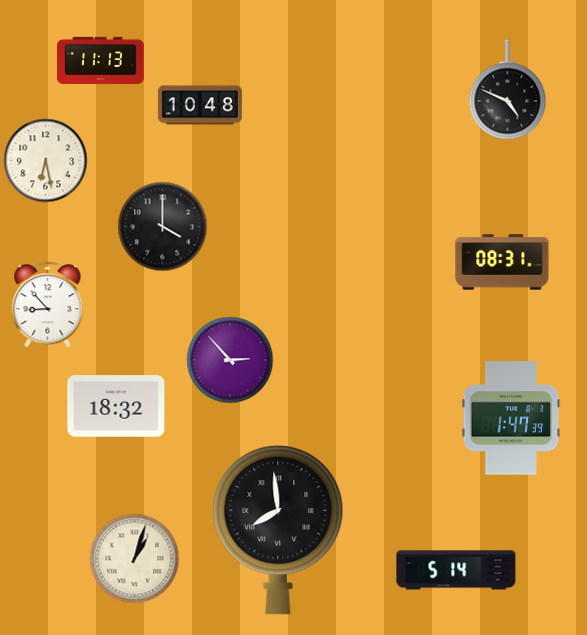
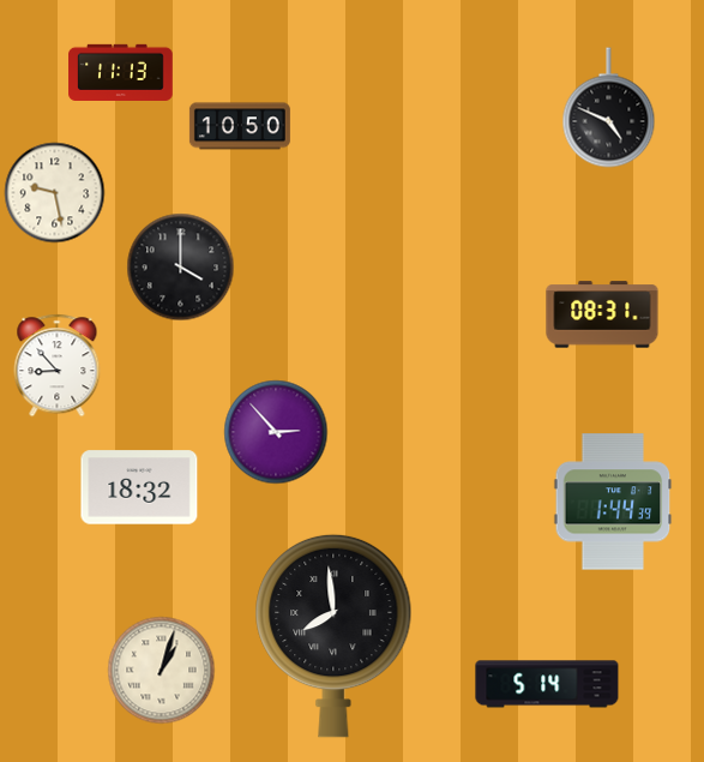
clock at (200, 105): 10:48 -> 10:50
clock at (46, 161): 6:28 -> 9:28
clock at (163, 227) position: (163, 227) -> (181, 268)
clock at (511, 418): 1:47 -> 1:44
